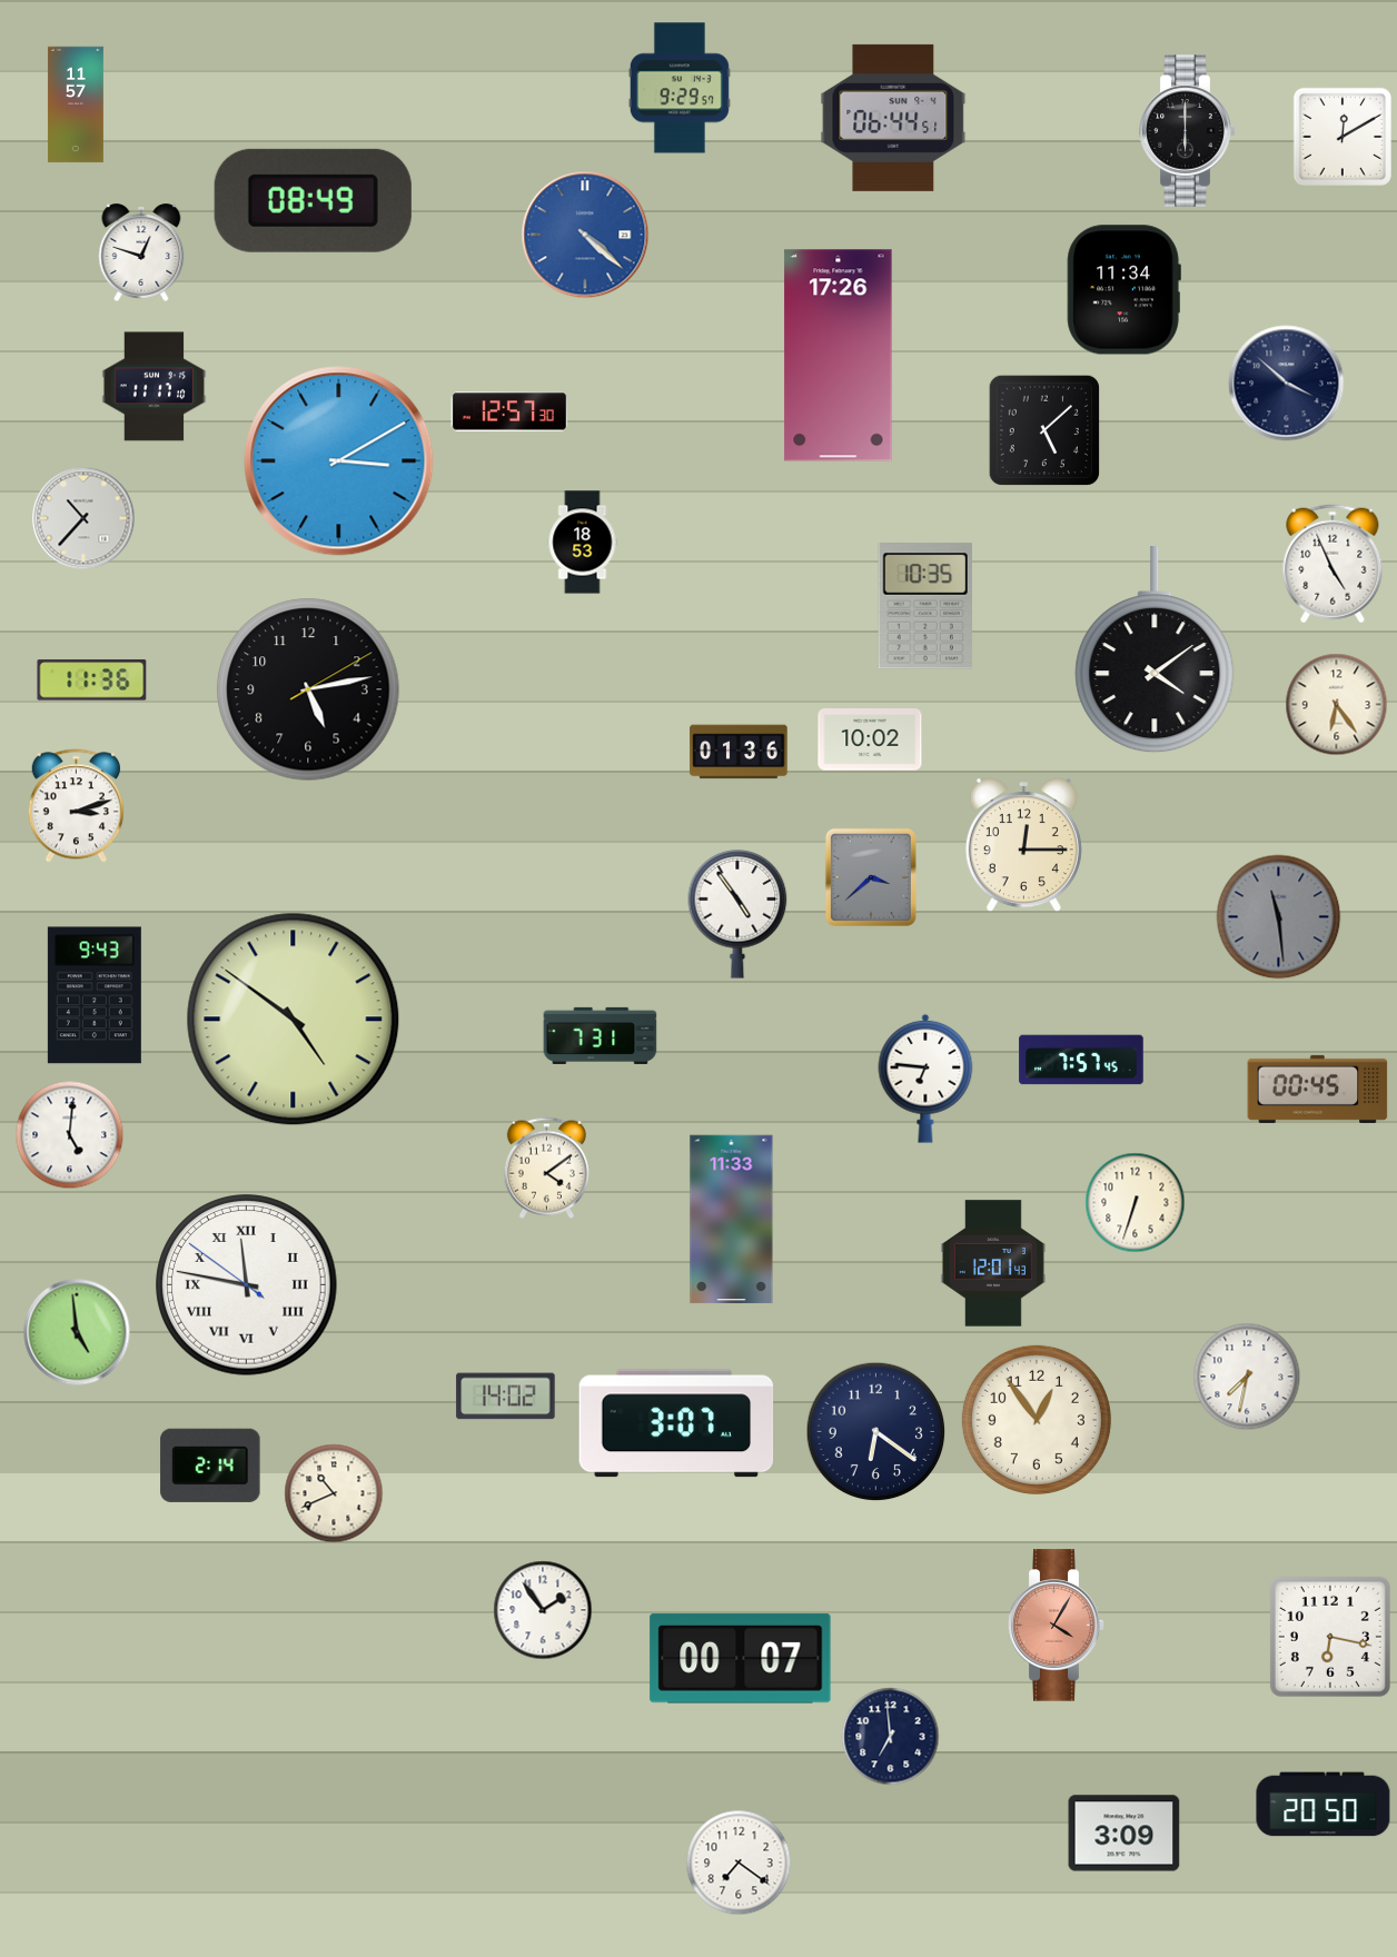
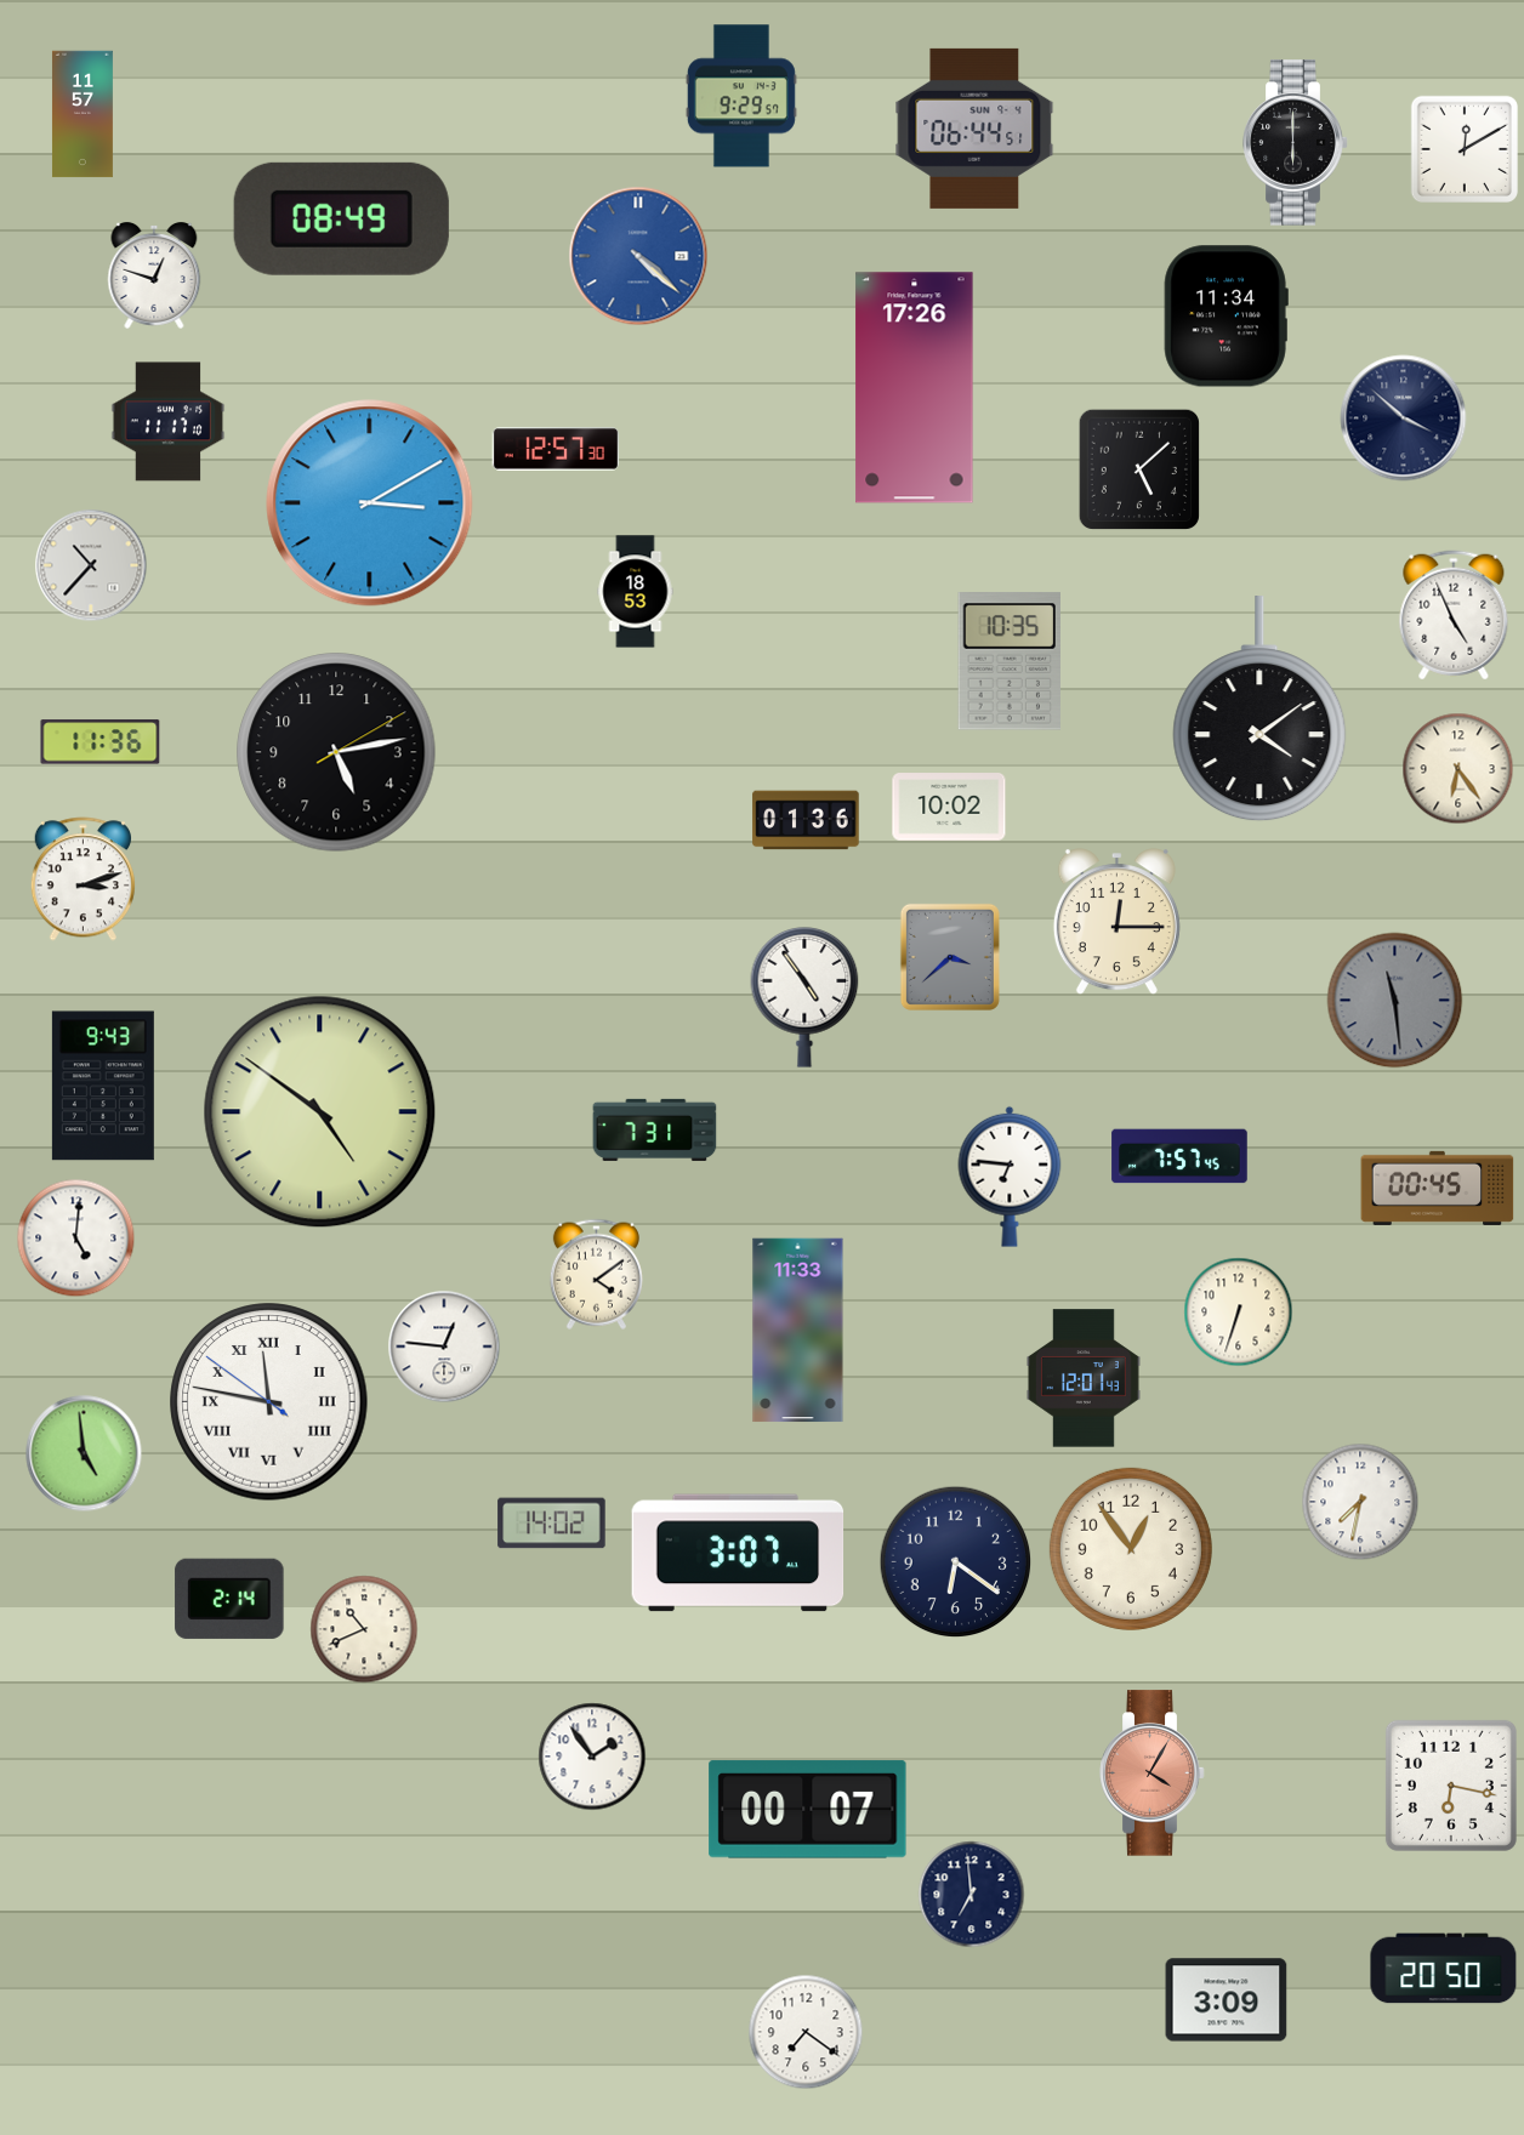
clock at (444, 1347): none -> 12:46
